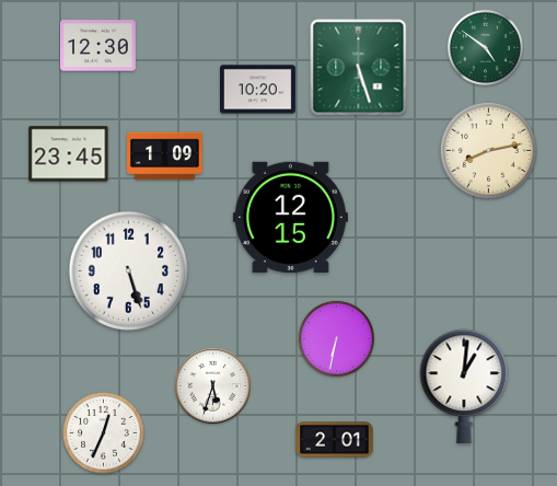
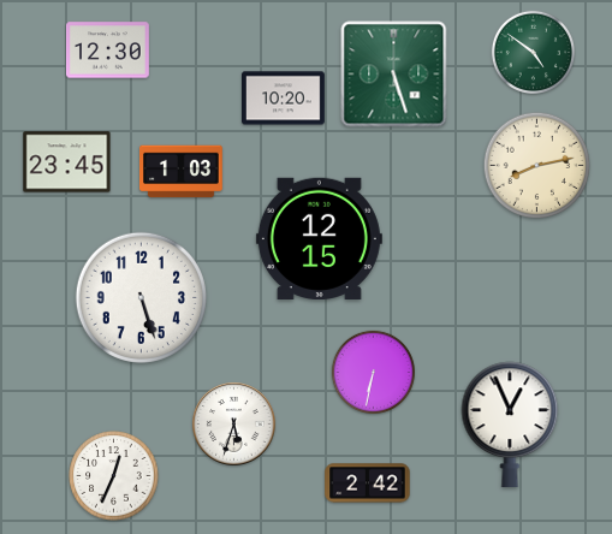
clock at (69, 154) position: (69, 154) -> (67, 162)
clock at (165, 157): 1:09 -> 1:03
clock at (336, 338) position: (336, 338) -> (373, 372)
clock at (464, 386): 1:01 -> 12:56
clock at (335, 440): 2:01 -> 2:42
